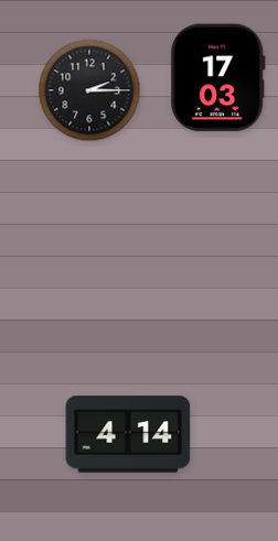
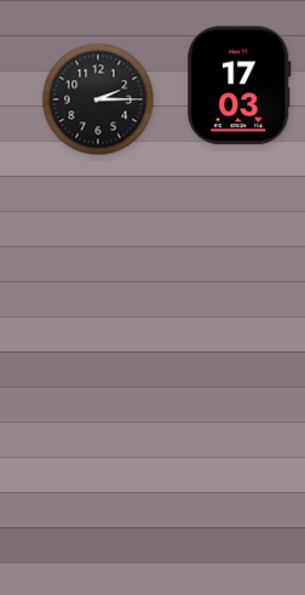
clock at (128, 434): 4:14 -> none
